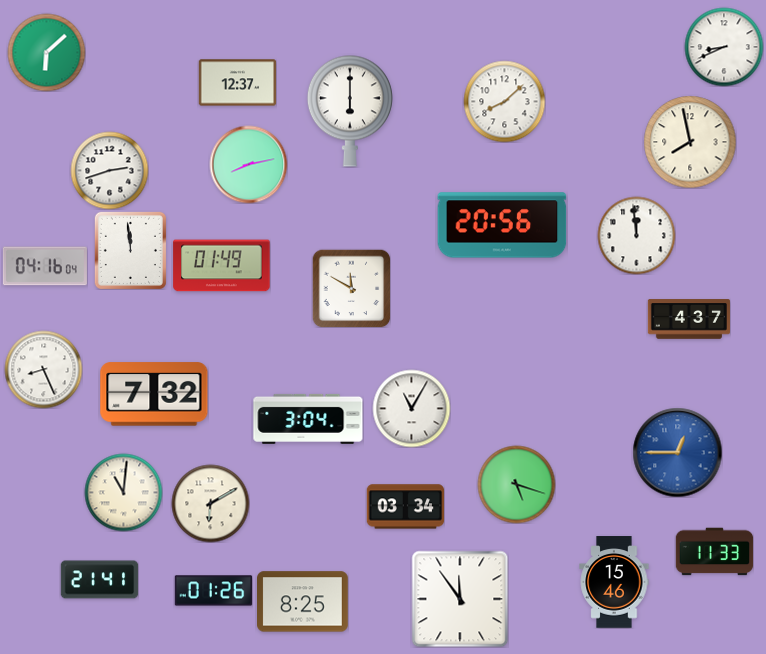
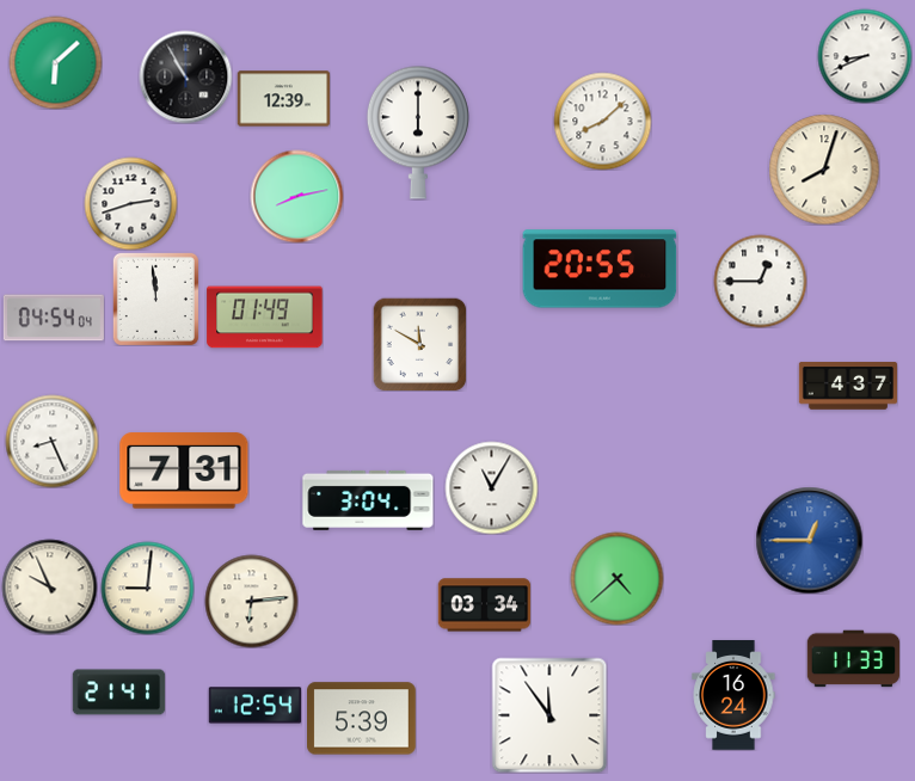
clock at (185, 76): none -> 10:55
clock at (237, 83): 12:37 -> 12:39
clock at (690, 142): 7:58 -> 8:03
clock at (502, 225): 20:56 -> 20:55
clock at (636, 235): 11:59 -> 12:45
clock at (45, 266): 04:16 -> 04:54
clock at (689, 319) position: (689, 319) -> (848, 386)
clock at (154, 394): 7:32 -> 7:31
clock at (516, 484): 5:18 -> 4:38
clock at (49, 586): none -> 9:56
clock at (123, 492): 11:01 -> 9:01
clock at (210, 503): 6:10 -> 6:14
clock at (614, 582): 15:46 -> 16:24
clock at (213, 591): 01:26 -> 12:54
clock at (303, 602): 8:25 -> 5:39
